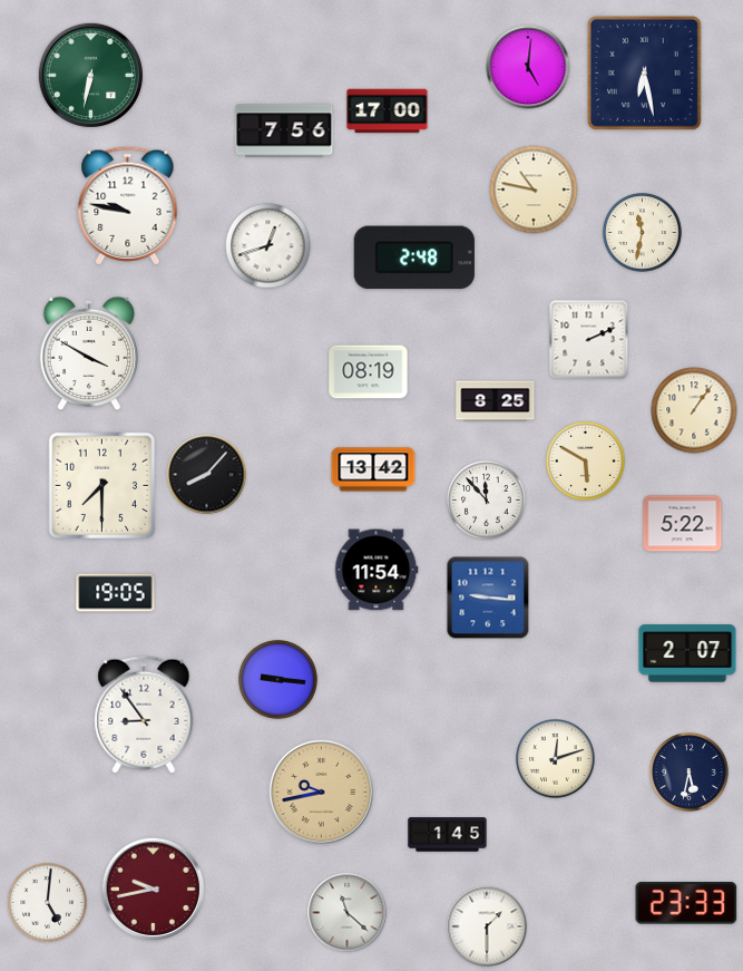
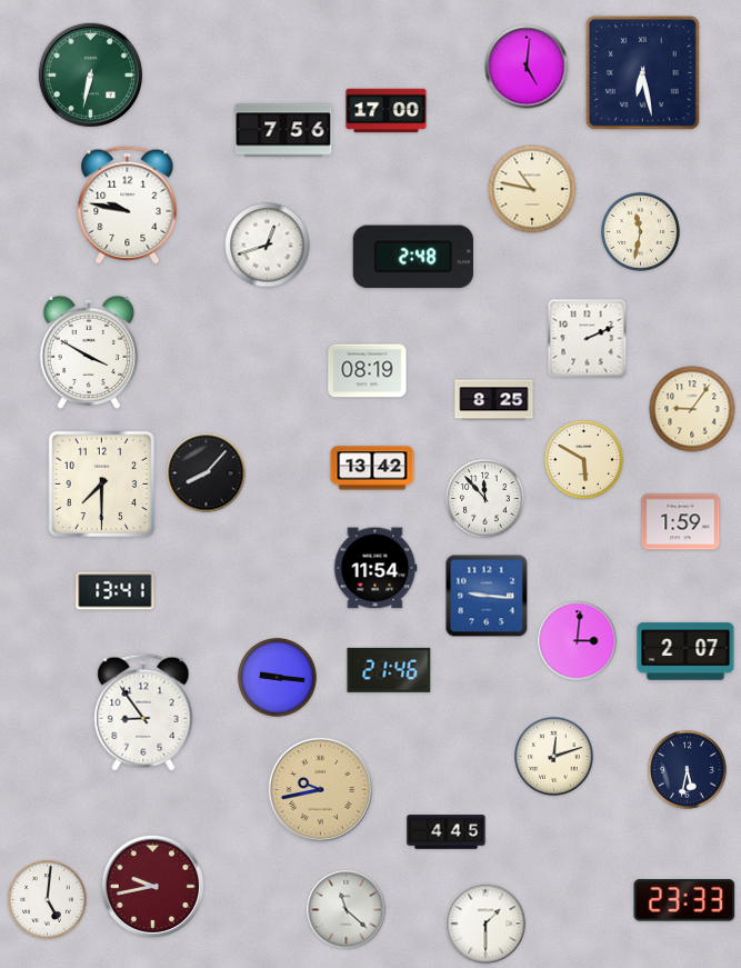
clock at (694, 410): 1:06 -> 9:06
clock at (683, 524): 5:22 -> 1:59
clock at (116, 593): 19:05 -> 13:41
clock at (578, 641): none -> 3:01
clock at (389, 670): none -> 21:46
clock at (448, 835): 1:45 -> 4:45
